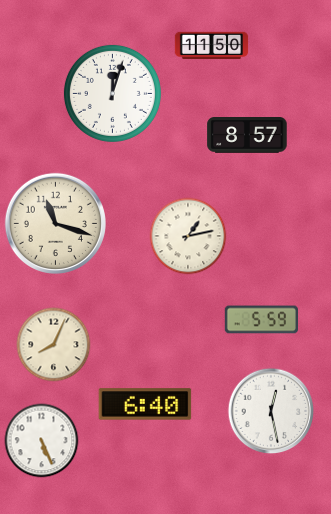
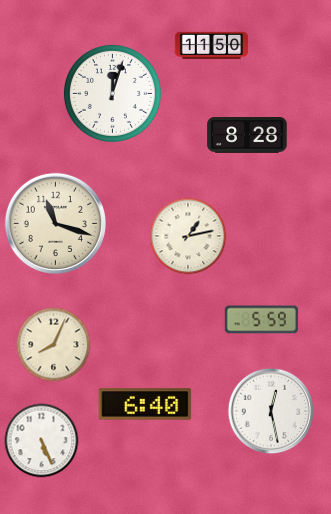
clock at (247, 136): 8:57 -> 8:28
